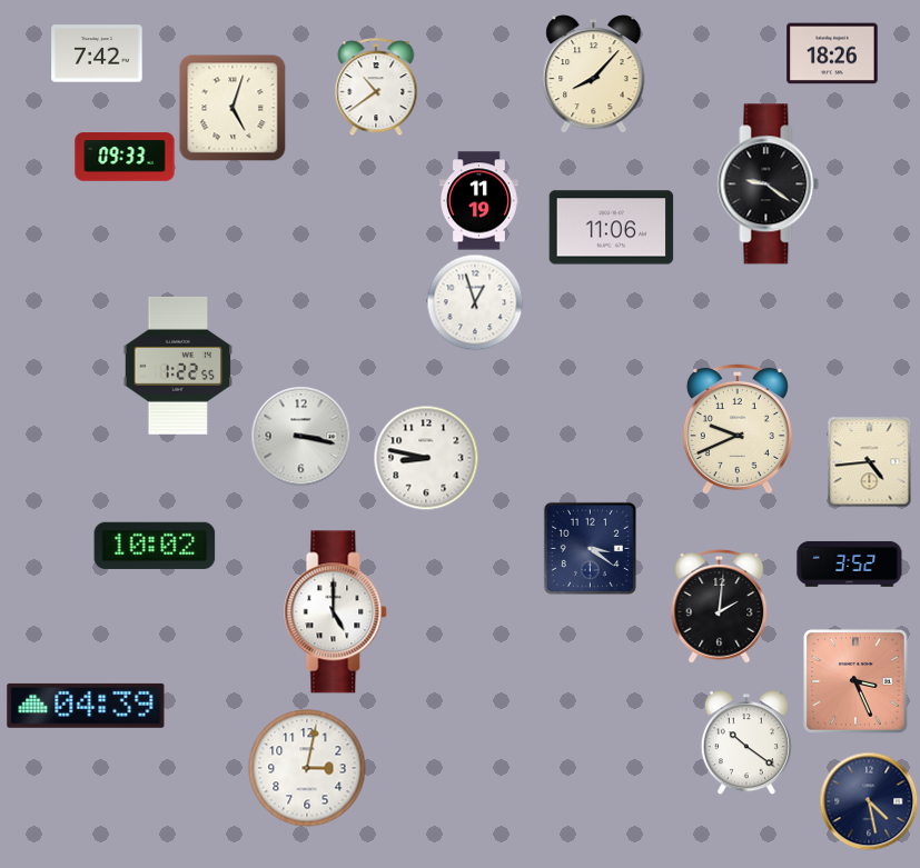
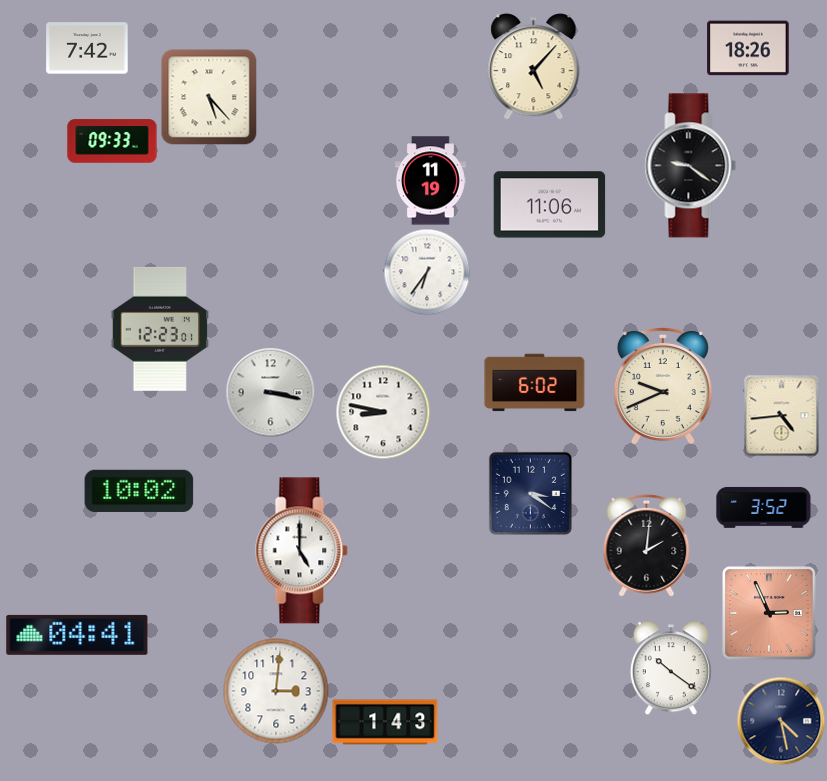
clock at (594, 74): 8:07 -> 5:07
clock at (376, 87): 10:39 -> none
clock at (233, 108): 5:03 -> 5:23
clock at (475, 302): 12:57 -> 6:36
clock at (178, 366): 1:22 -> 12:23
clock at (535, 383): none -> 6:02
clock at (855, 681): 3:26 -> 2:56
clock at (86, 706): 04:39 -> 04:41
clock at (307, 768): 3:02 -> 3:01
clock at (385, 722): none -> 1:43
